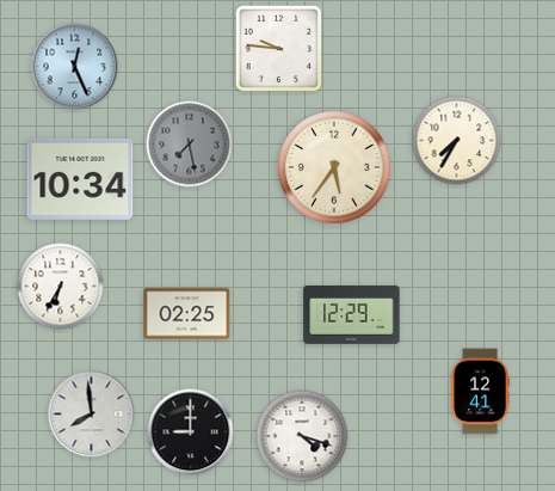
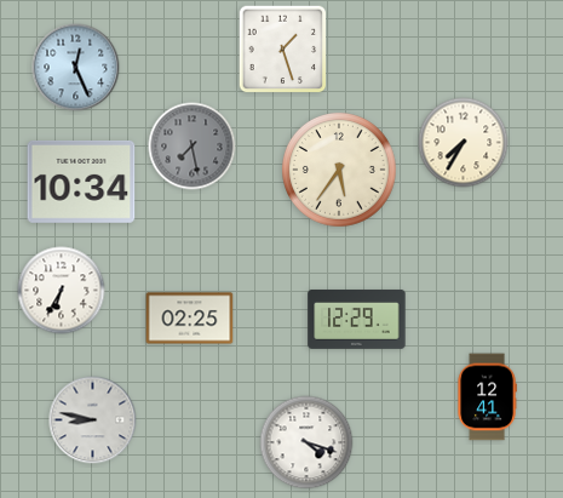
clock at (279, 49): 9:46 -> 1:27
clock at (92, 415): 7:59 -> 8:47
clock at (191, 432): 9:00 -> none
